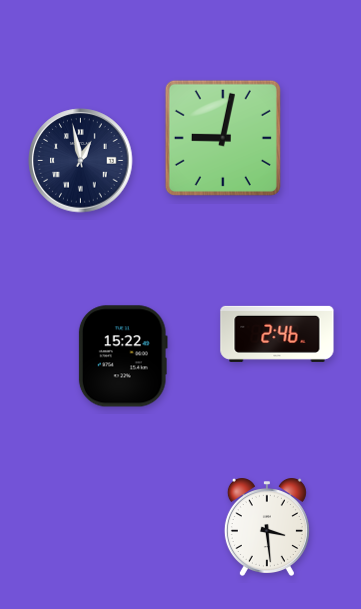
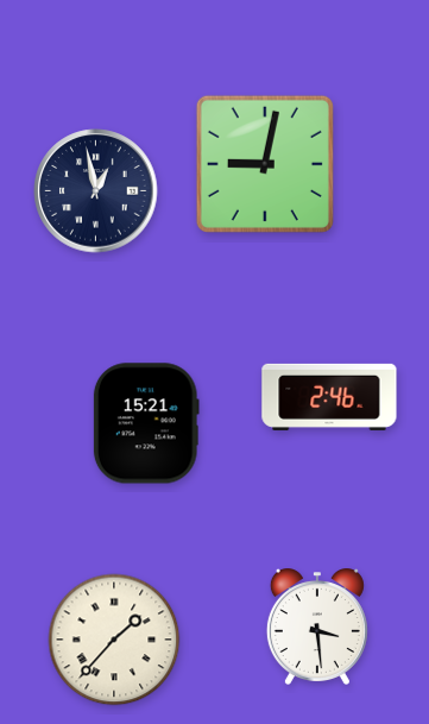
clock at (123, 356): 15:22 -> 15:21
clock at (114, 640): none -> 1:37
